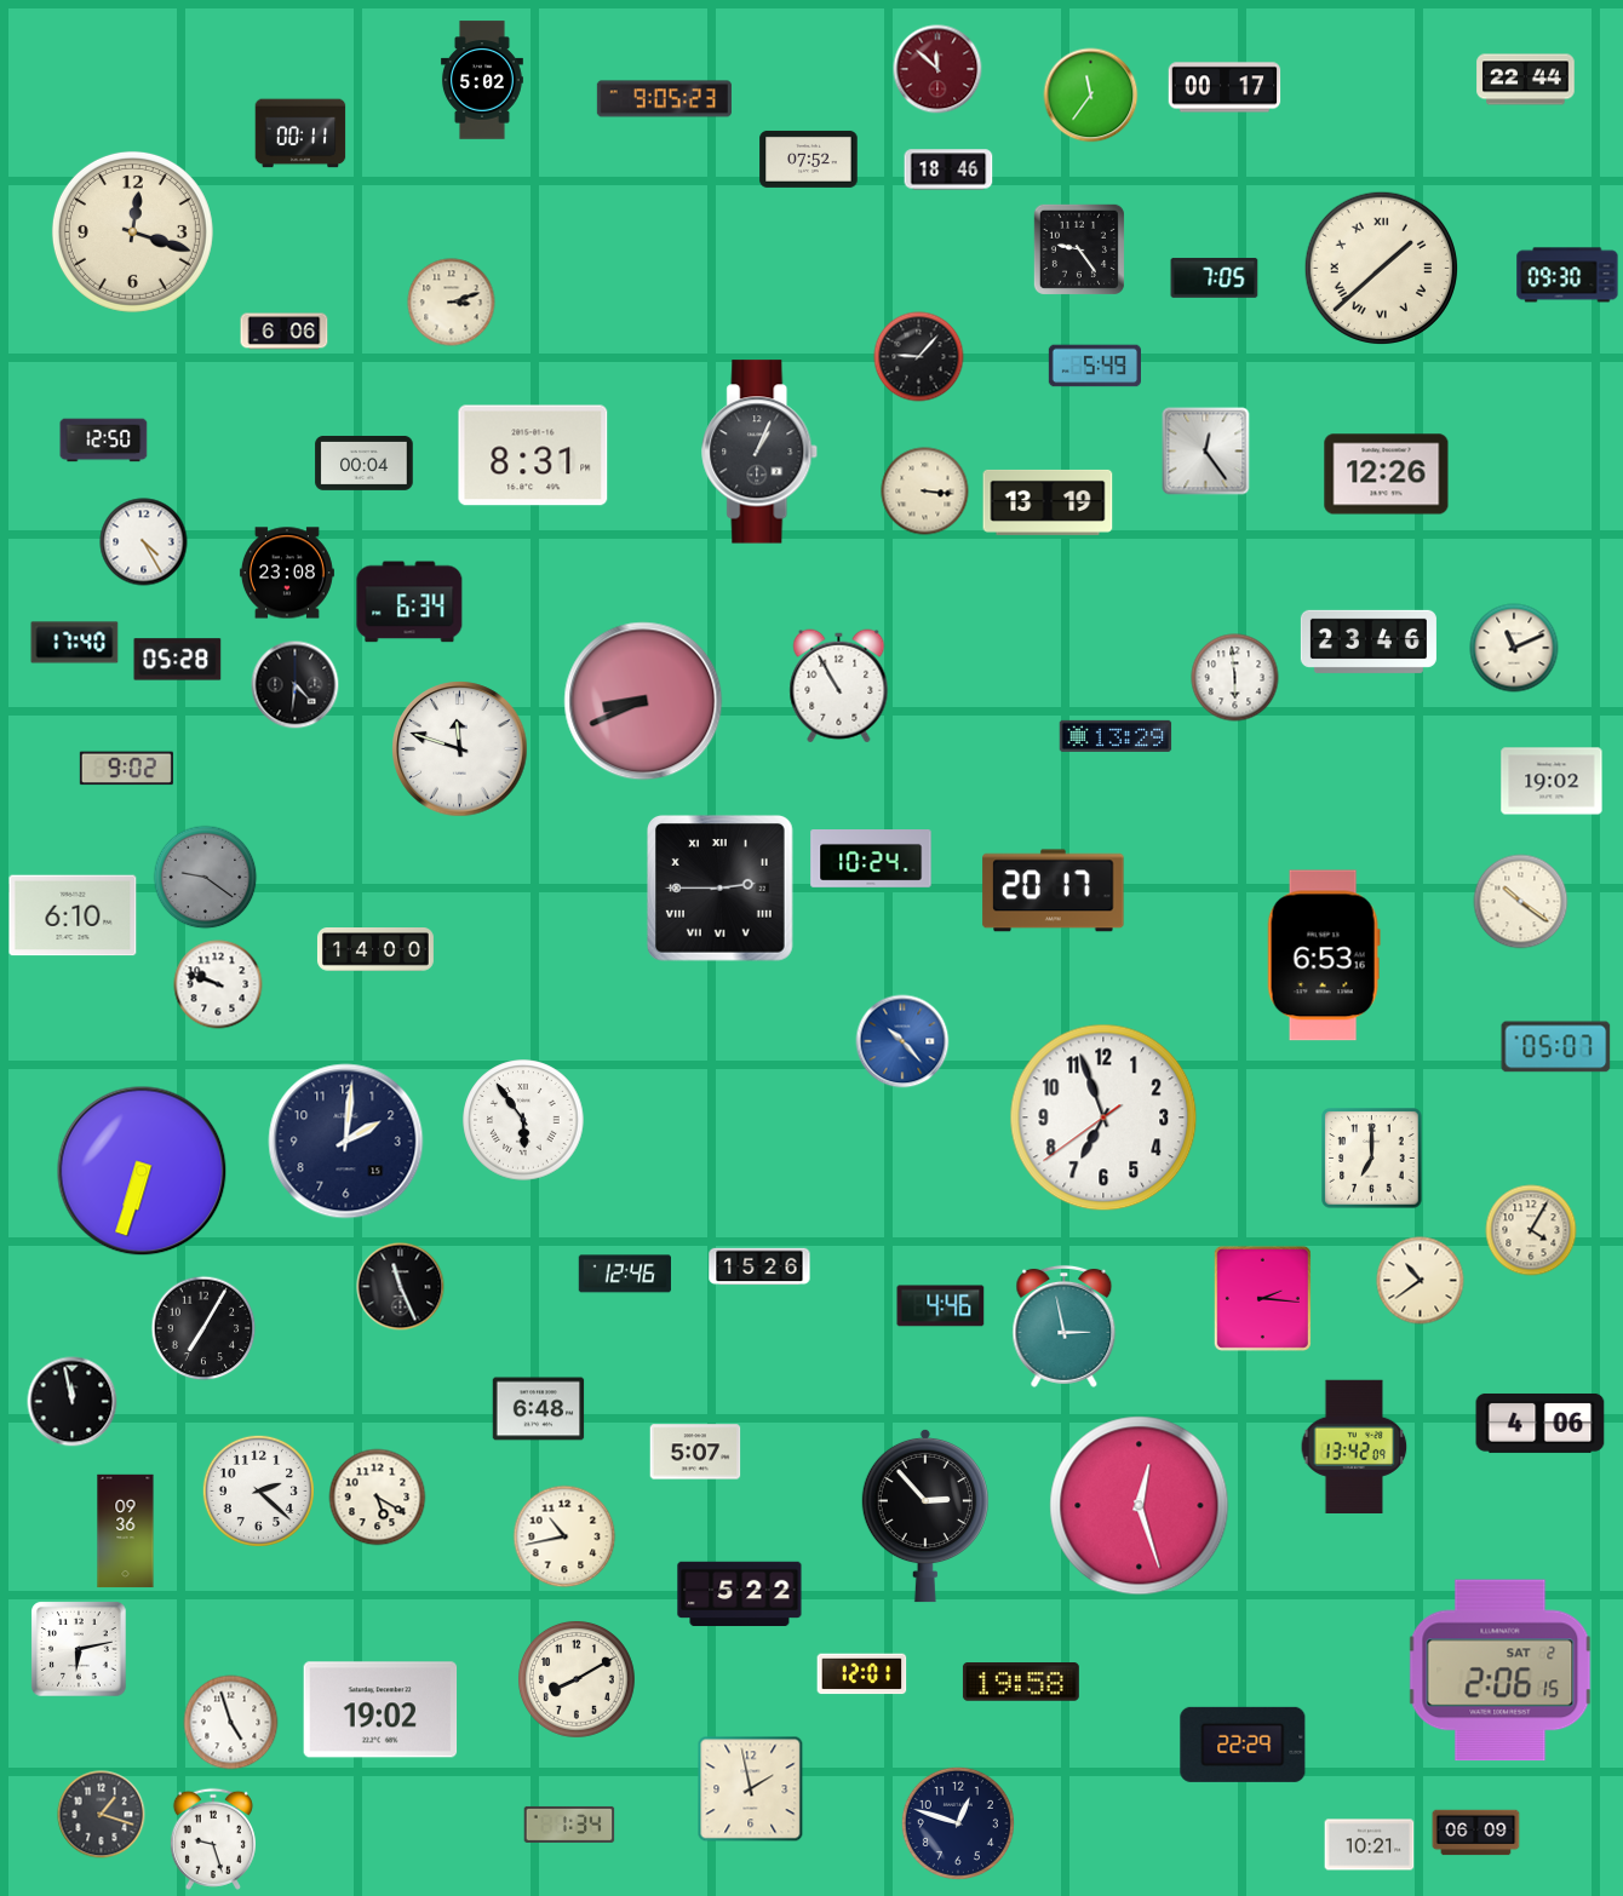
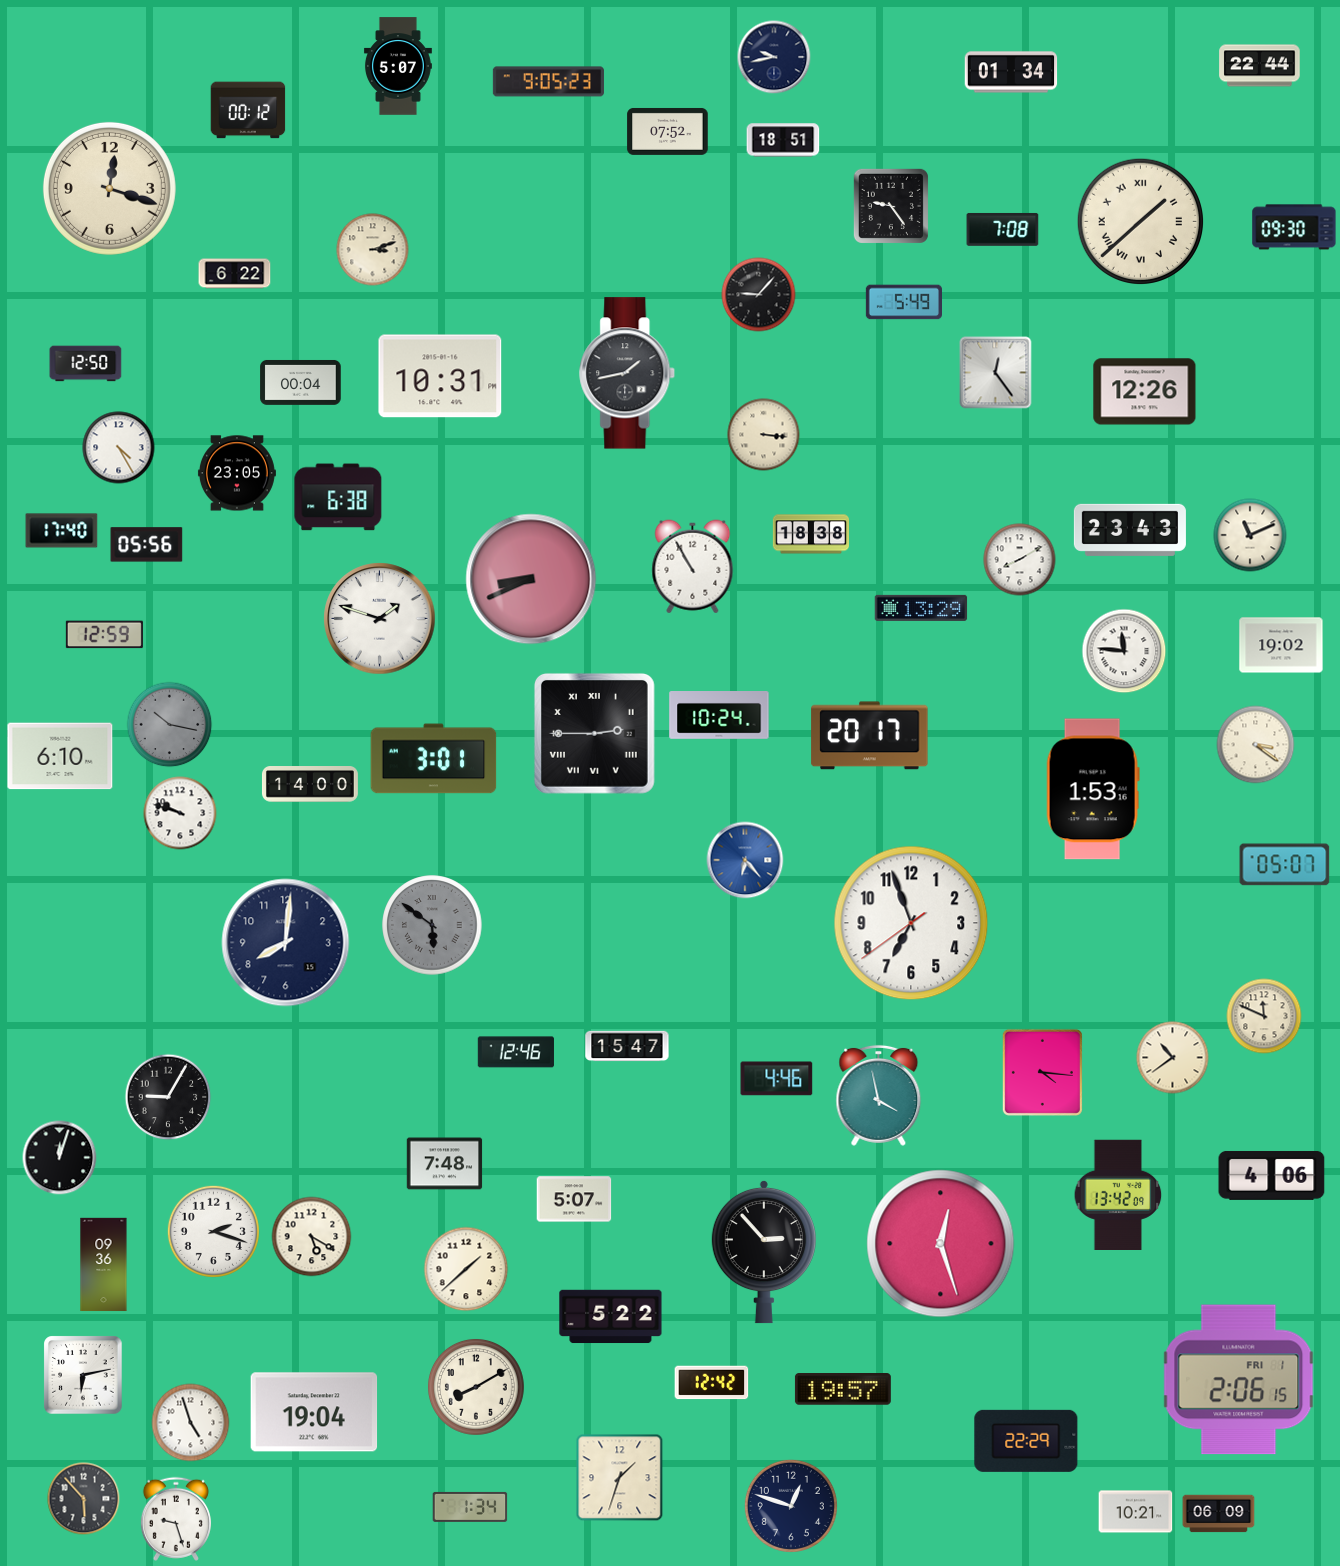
clock at (937, 69): 11:52 -> 9:43
clock at (937, 69) dial: burgundy -> navy
clock at (482, 80): 5:02 -> 5:07
clock at (1225, 87): 00:17 -> 01:34
clock at (1091, 96): 11:36 -> none
clock at (300, 133): 00:11 -> 00:12
clock at (948, 170): 18:46 -> 18:51
clock at (132, 231) position: (132, 231) -> (109, 188)
clock at (1215, 278): 7:05 -> 7:08
clock at (285, 332): 6:06 -> 6:22
clock at (761, 452): 1:04 -> 1:43
clock at (533, 455): 8:31 -> 10:31
clock at (925, 492) position: (925, 492) -> (764, 435)
clock at (1048, 502): 13:19 -> none
clock at (287, 573): 23:08 -> 23:05
clock at (409, 602): 6:34 -> 6:38
clock at (1369, 642): 23:46 -> 23:43
clock at (810, 534): none -> 18:38
clock at (178, 660): 05:28 -> 05:56
clock at (1235, 678): 5:59 -> 8:10
clock at (296, 685): 4:31 -> none
clock at (460, 749): 11:48 -> 1:48
clock at (126, 769): 9:02 -> 12:59
clock at (1124, 651): none -> 11:46
clock at (871, 860) position: (871, 860) -> (719, 716)
clock at (206, 878): 9:21 -> 10:17
clock at (1521, 902): 10:21 -> 3:21
clock at (434, 759): none -> 3:01
clock at (1324, 955): 6:53 -> 1:53
clock at (902, 1041): 10:23 -> 6:23
clock at (523, 1120): 5:54 -> 5:51
clock at (523, 1120) dial: white -> grey
clock at (346, 1142): 2:01 -> 8:01
clock at (1372, 1159): 7:00 -> none
clock at (142, 1171): 6:33 -> none
clock at (1531, 1230): 4:05 -> 11:49
clock at (759, 1266): 15:26 -> 15:47
clock at (401, 1287): 11:26 -> none
clock at (1262, 1298): 2:16 -> 4:16
clock at (1065, 1326): 2:58 -> 3:58
clock at (203, 1328): 7:05 -> 9:05
clock at (73, 1402): 11:58 -> 12:03
clock at (539, 1409): 6:48 -> 7:48
clock at (258, 1490): 2:22 -> 2:18
clock at (564, 1536): 10:43 -> 1:38
clock at (79, 1649) position: (79, 1649) -> (83, 1375)
clock at (1501, 1671) date: SAT 2 -> FRI 1
clock at (862, 1674): 12:01 -> 12:42
clock at (1021, 1682): 19:58 -> 19:57
clock at (380, 1710): 19:02 -> 19:04
clock at (751, 1789): 1:58 -> 1:33
clock at (102, 1815): 1:18 -> 5:53
clock at (1370, 1845) position: (1370, 1845) -> (1136, 1512)
